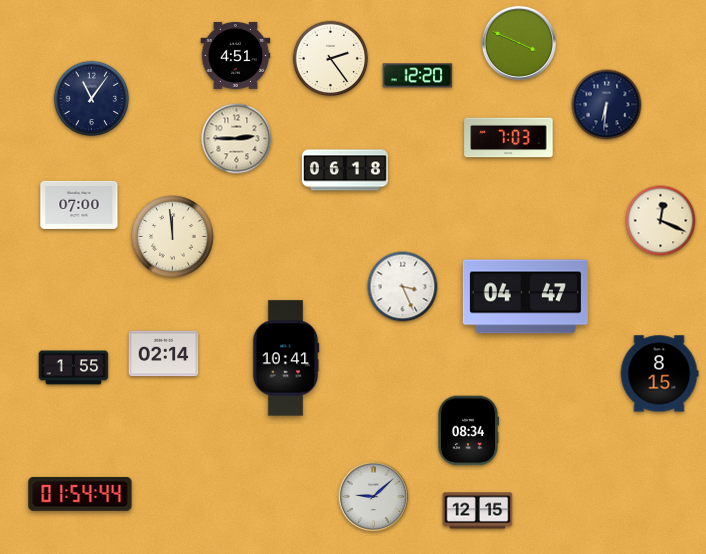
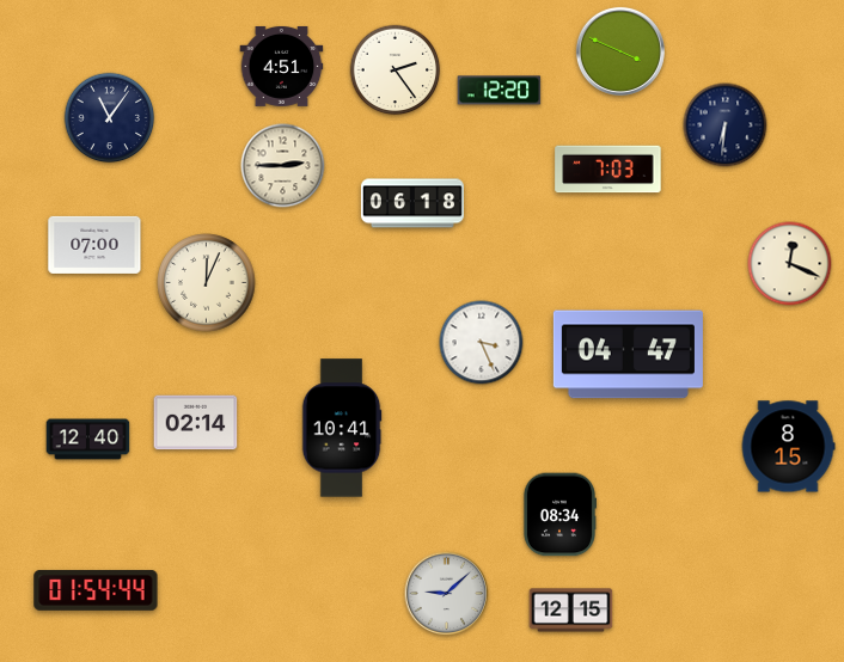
clock at (509, 138) position: (509, 138) -> (608, 170)
clock at (173, 237): 11:59 -> 12:04
clock at (74, 368): 1:55 -> 12:40
